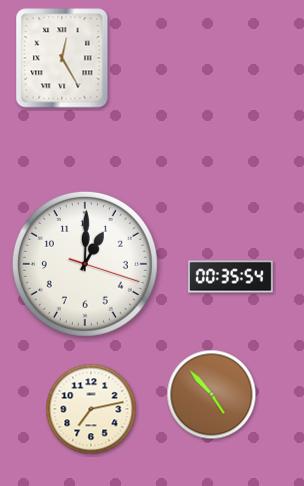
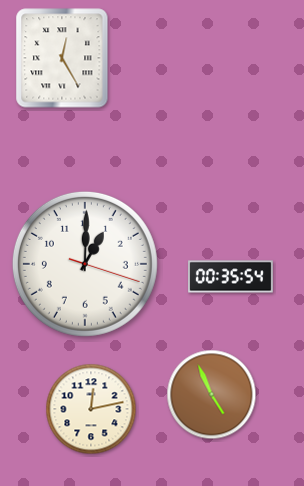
clock at (212, 395): 4:53 -> 4:56
clock at (91, 409): 7:13 -> 12:13
